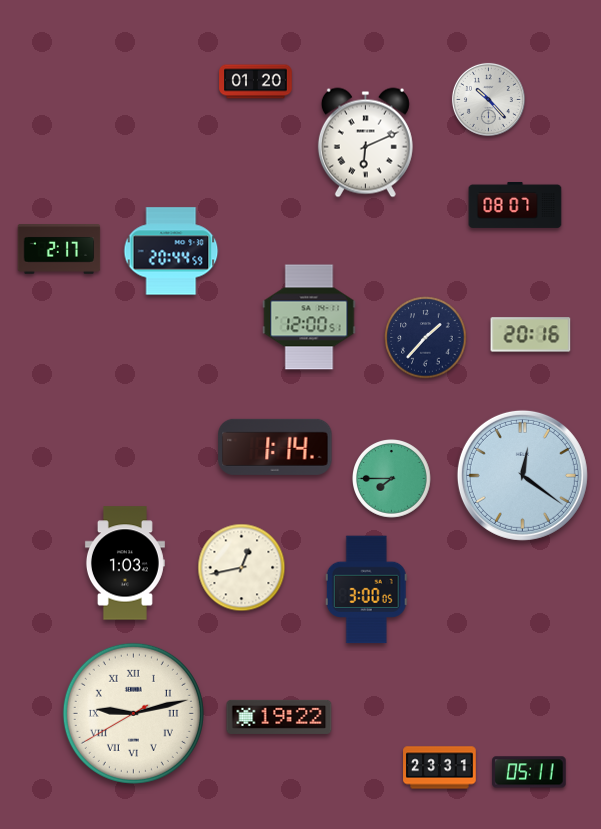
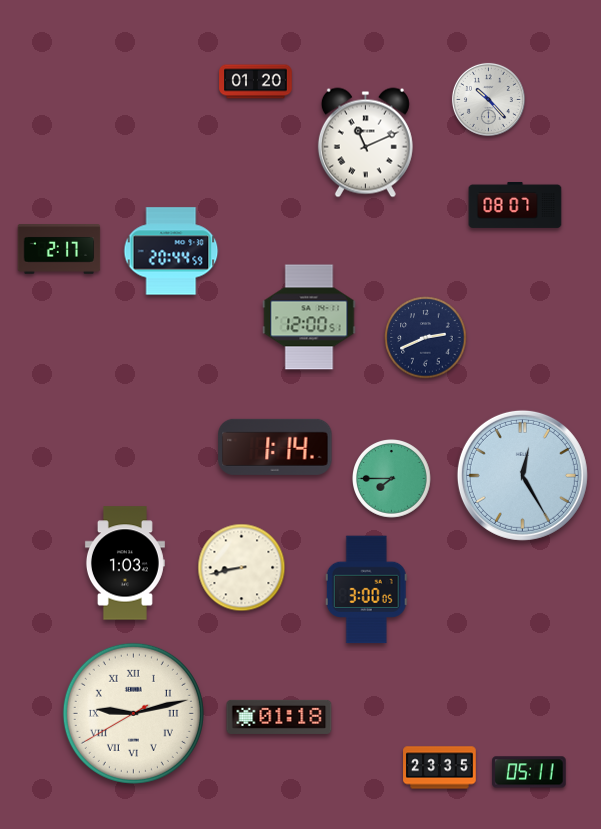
clock at (365, 143): 6:11 -> 11:11
clock at (531, 335): 20:16 -> none
clock at (426, 338): 1:37 -> 2:41
clock at (522, 475): 12:21 -> 12:25
clock at (242, 568): 12:43 -> 8:43
clock at (279, 717): 19:22 -> 01:18
clock at (440, 768): 23:31 -> 23:35
